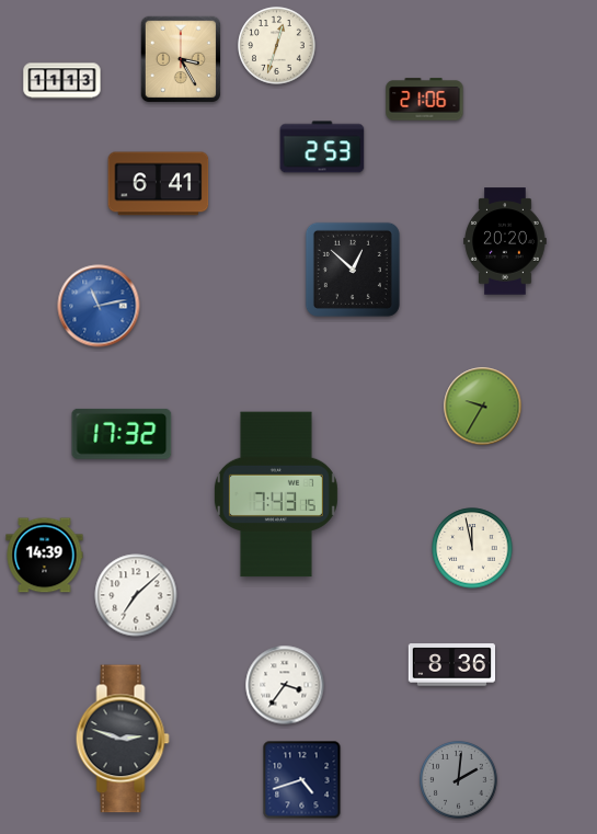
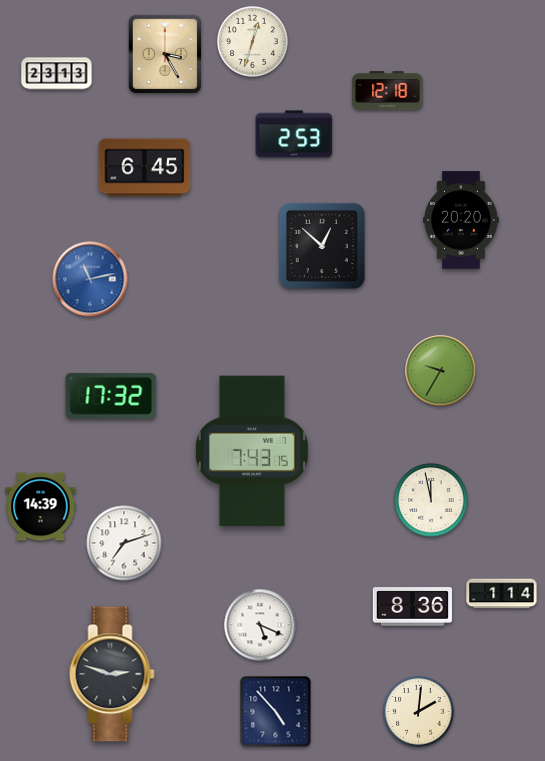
clock at (62, 81): 11:13 -> 23:13
clock at (425, 100): 21:06 -> 12:18
clock at (159, 184): 6:41 -> 6:45
clock at (136, 595): 7:08 -> 7:12
clock at (502, 594): none -> 1:14
clock at (285, 685): 3:36 -> 5:19
clock at (302, 780): 4:42 -> 4:53
clock at (459, 780) dial: grey -> cream
